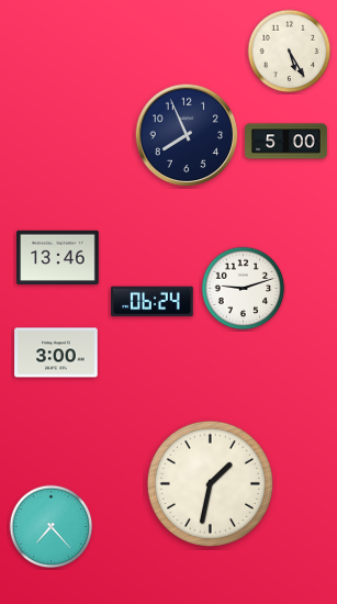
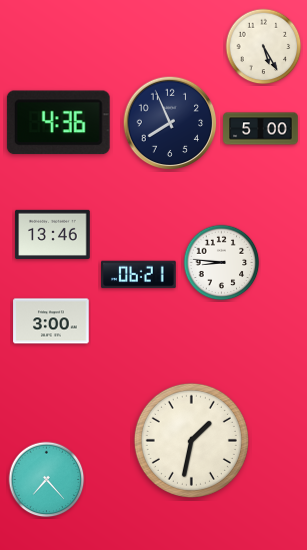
clock at (58, 123): none -> 4:36
clock at (244, 289): 9:12 -> 8:46
clock at (153, 302): 06:24 -> 06:21
